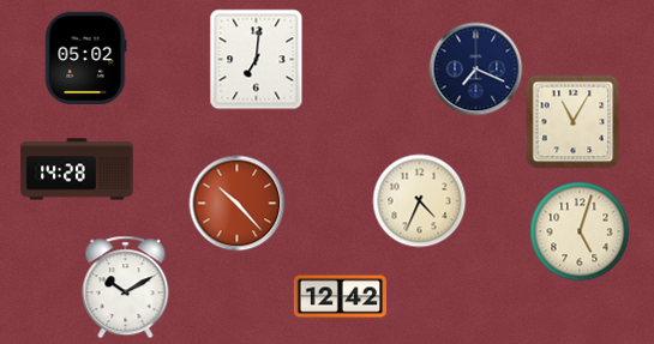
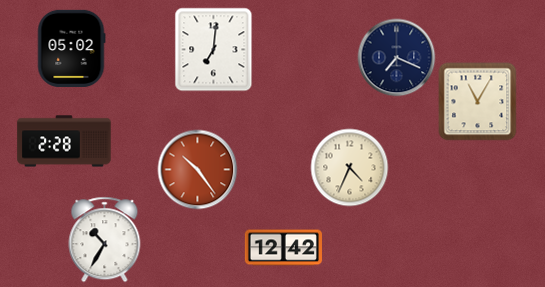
clock at (77, 169): 14:28 -> 2:28
clock at (236, 203): 10:23 -> 10:24
clock at (580, 231): 5:03 -> none
clock at (126, 286): 10:10 -> 10:35
